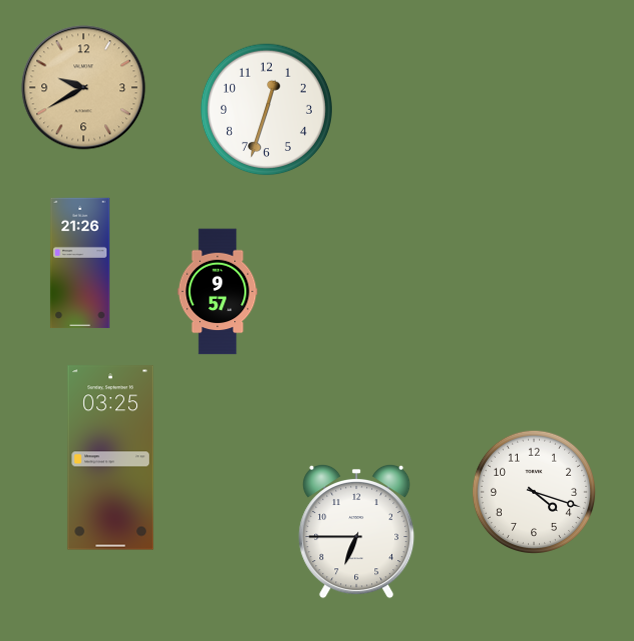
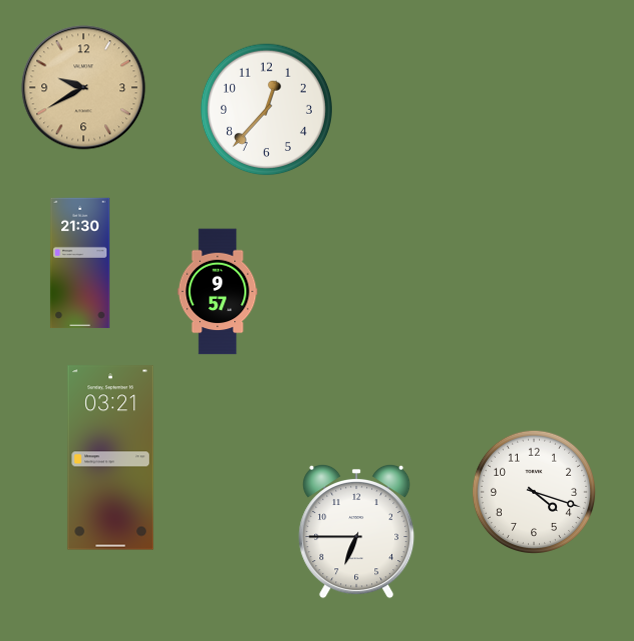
clock at (267, 110): 12:33 -> 12:37
clock at (80, 263): 21:26 -> 21:30
clock at (111, 458): 03:25 -> 03:21
